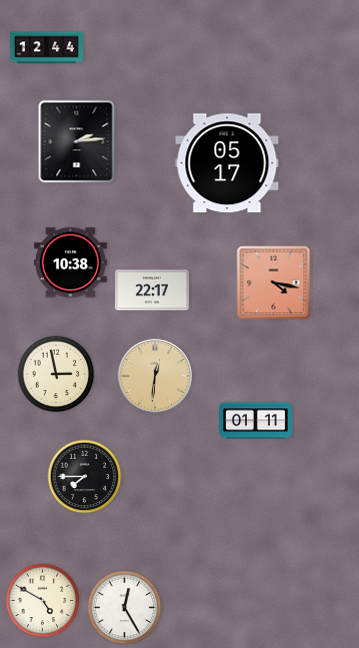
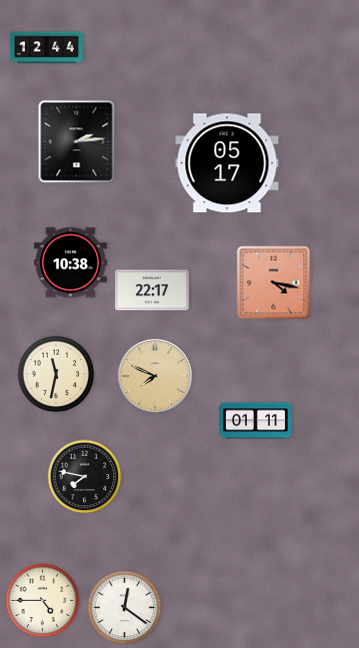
clock at (56, 374): 2:58 -> 11:32
clock at (155, 376): 12:31 -> 7:49
clock at (85, 477): 7:45 -> 7:47
clock at (43, 601): 4:50 -> 4:45
clock at (125, 608): 12:25 -> 12:21
